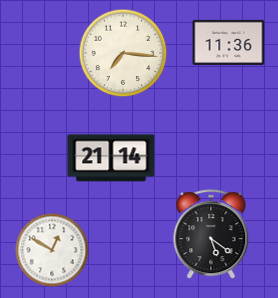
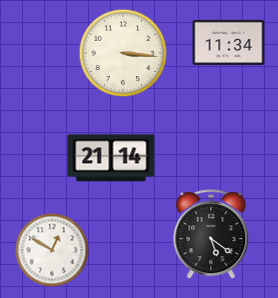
clock at (229, 42): 11:36 -> 11:34
clock at (123, 53): 7:16 -> 3:16
